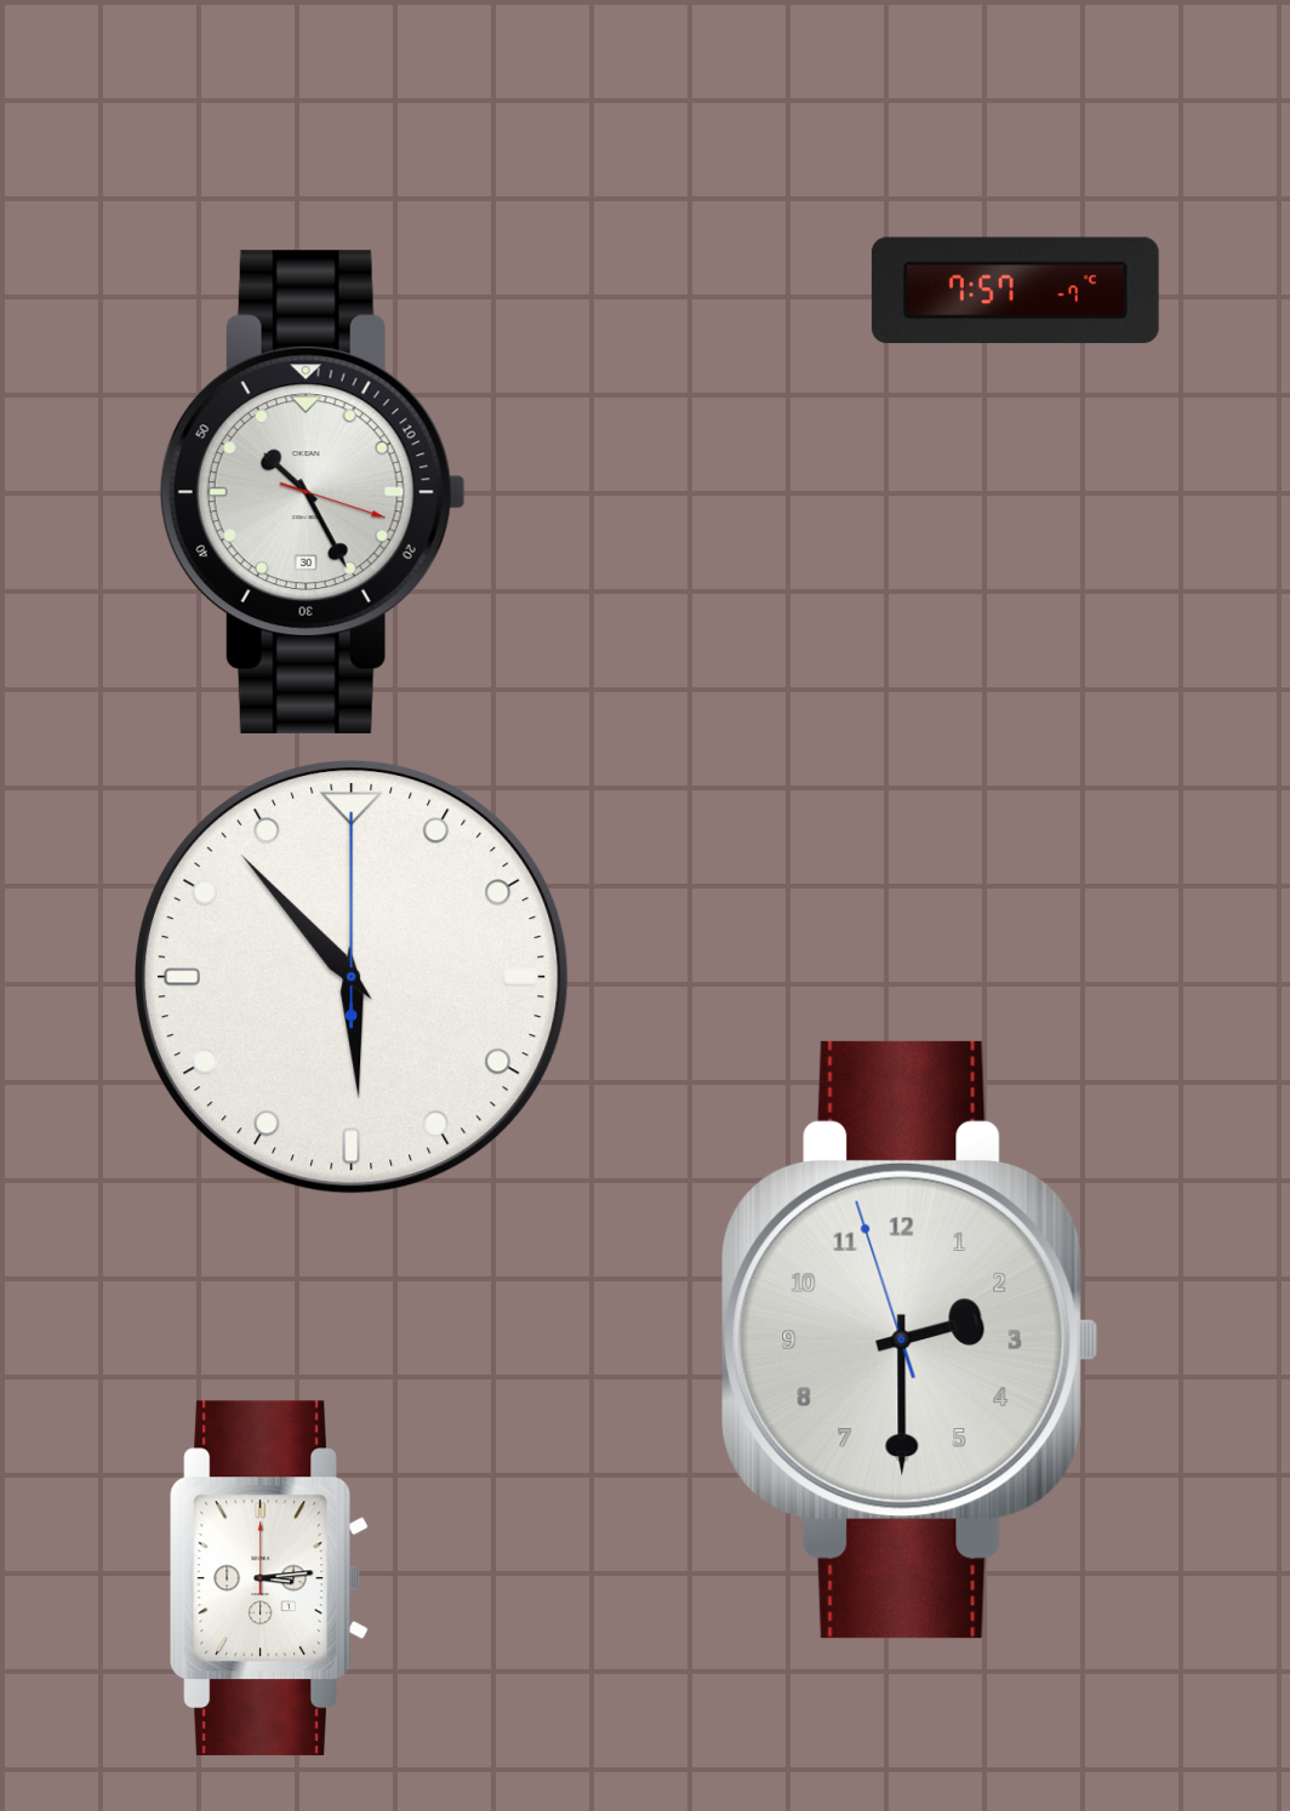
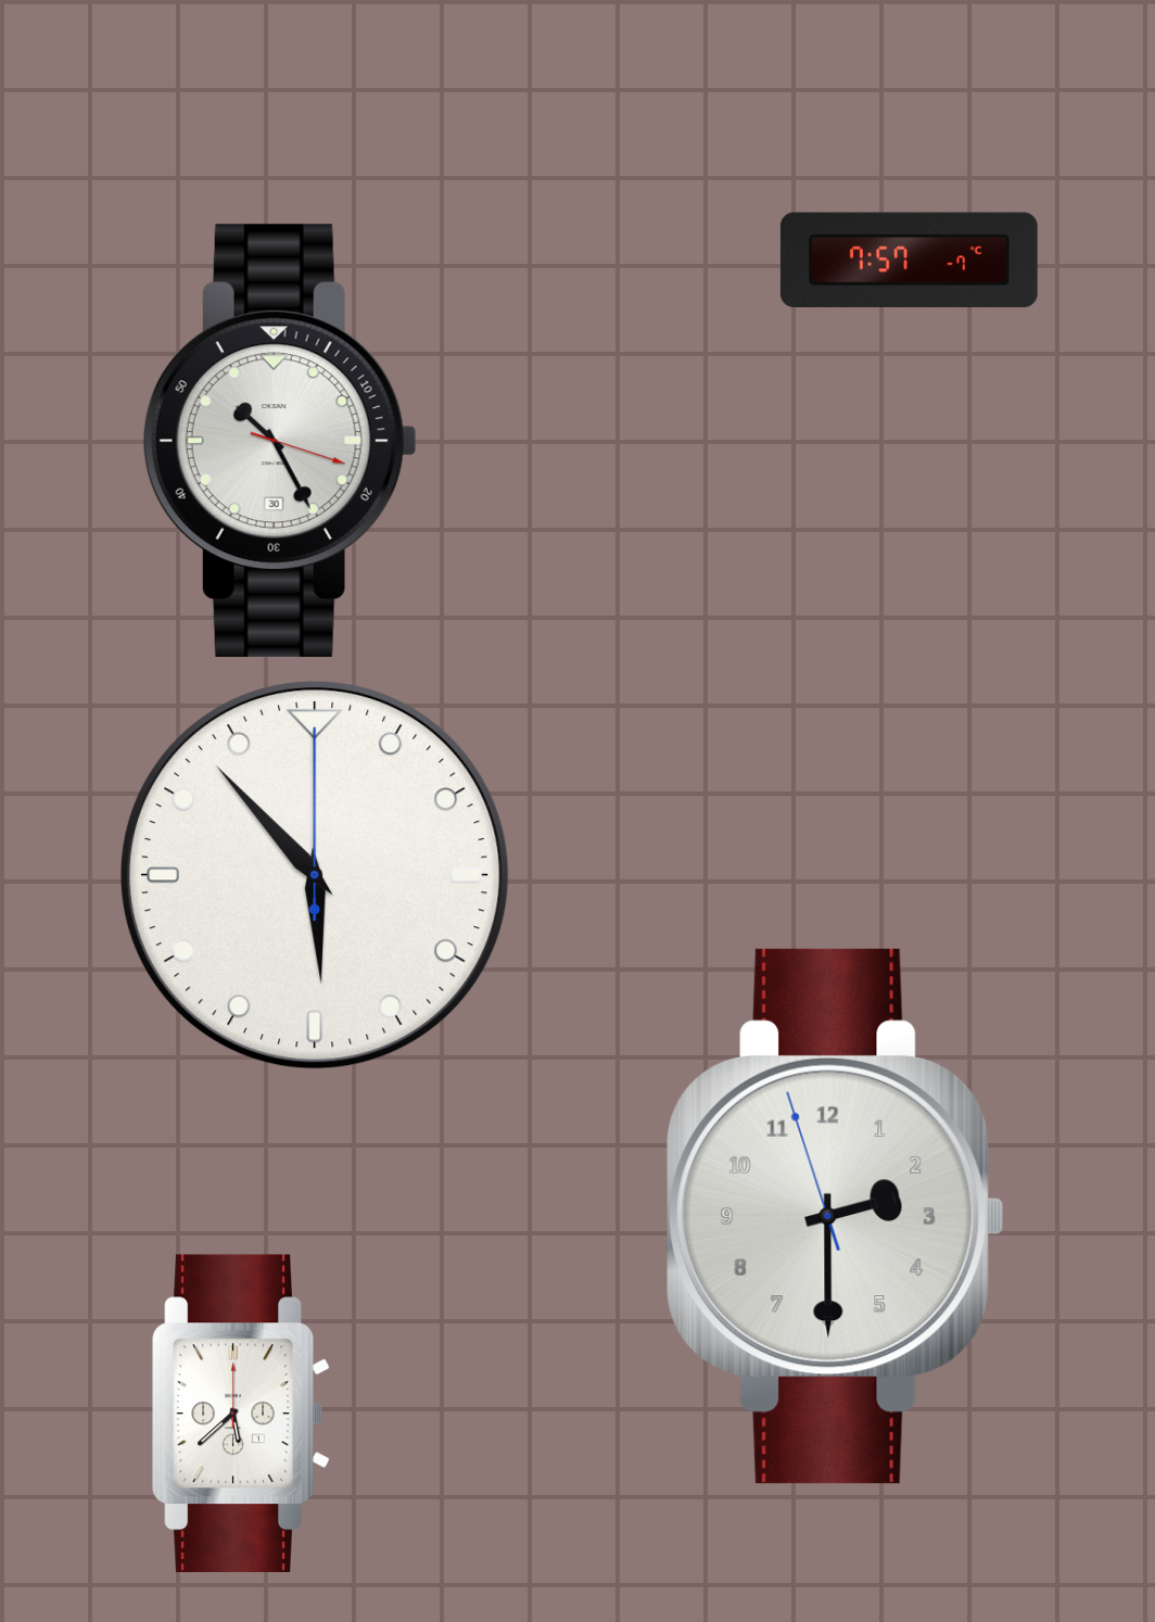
clock at (911, 1339) position: (911, 1339) -> (836, 1216)
clock at (269, 1578): 3:14 -> 5:38
